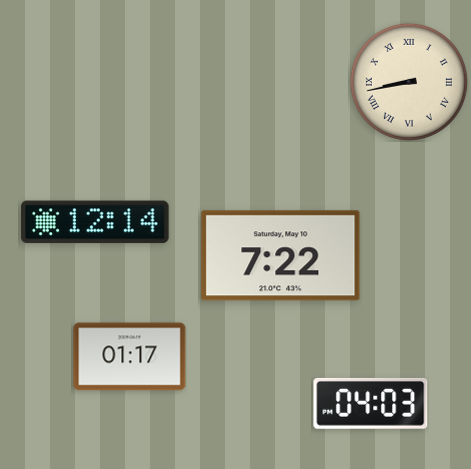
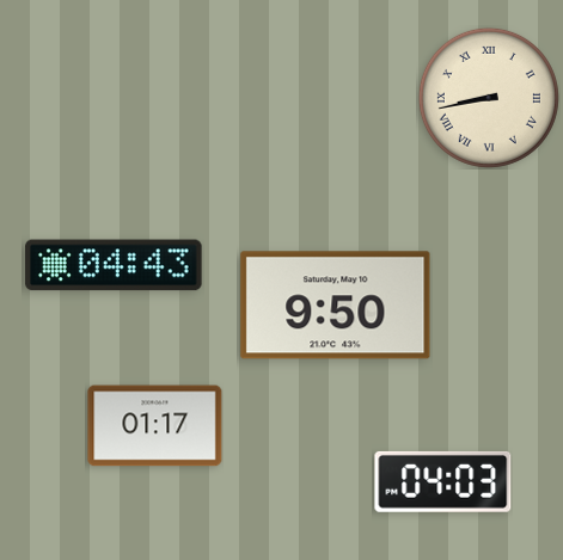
clock at (95, 222): 12:14 -> 04:43
clock at (281, 256): 7:22 -> 9:50
